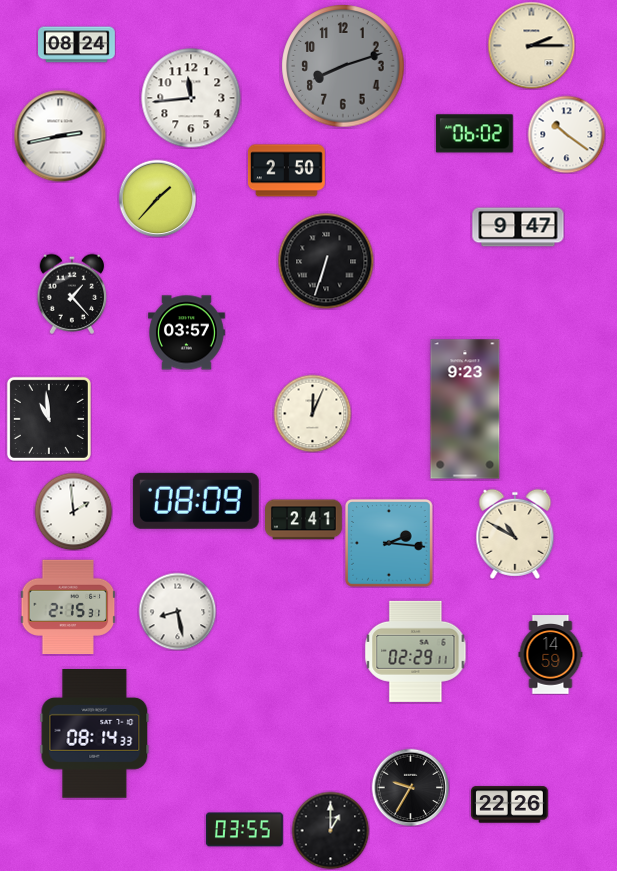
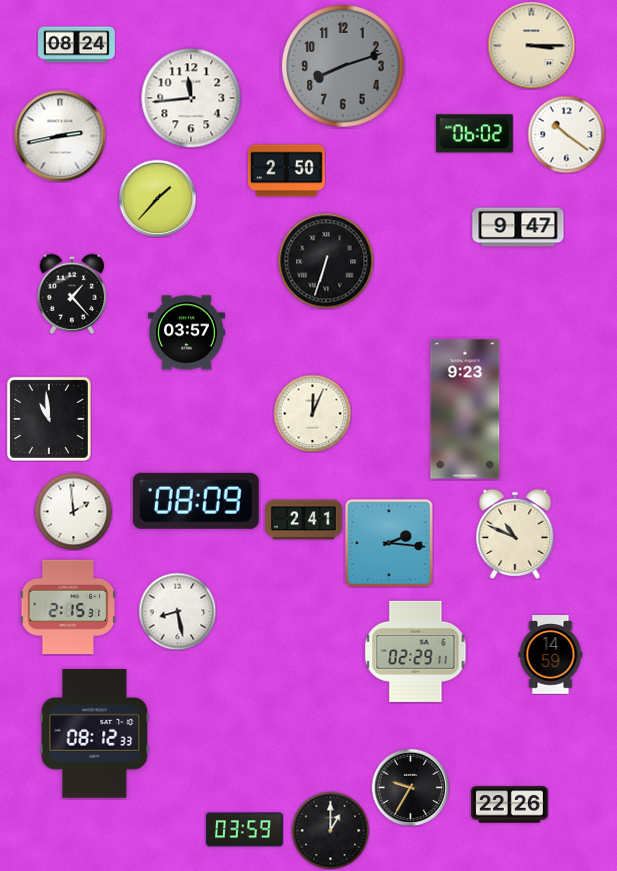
clock at (531, 45): 2:15 -> 3:15
clock at (515, 534): 10:50 -> 10:49
clock at (95, 734): 08:14 -> 08:12
clock at (244, 830): 03:55 -> 03:59
